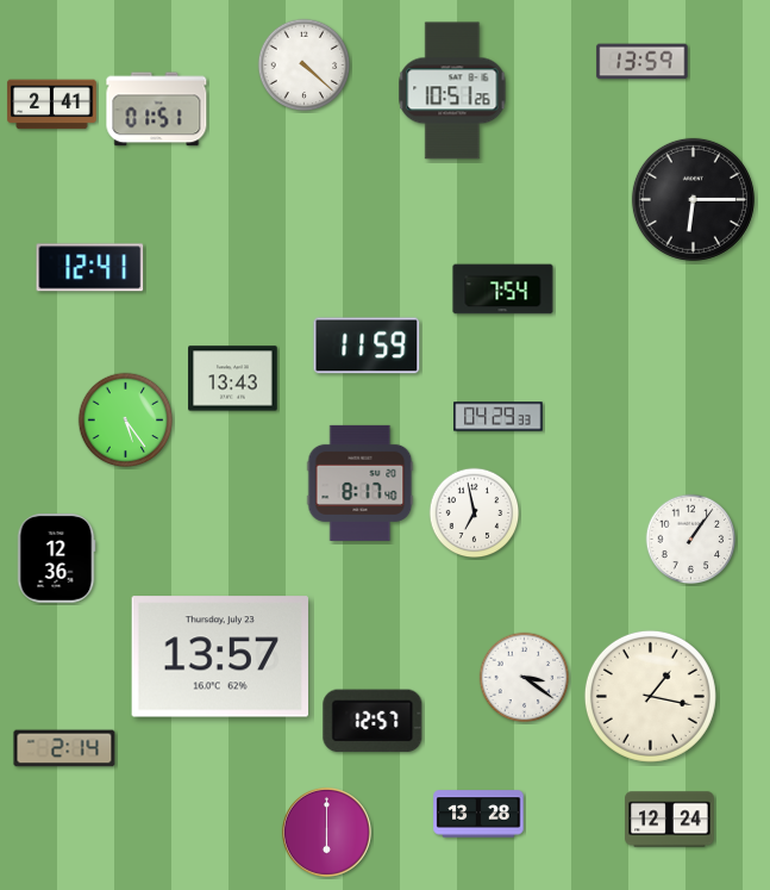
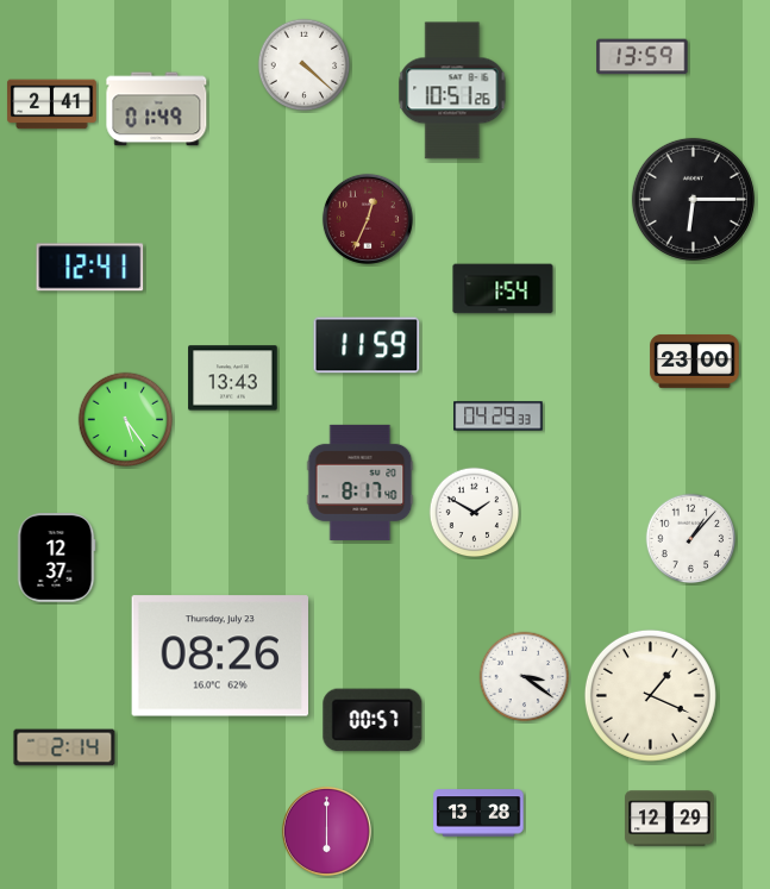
clock at (643, 62) position: (643, 62) -> (643, 57)
clock at (157, 110): 01:51 -> 01:49
clock at (368, 219): none -> 12:34
clock at (503, 290): 7:54 -> 1:54
clock at (695, 361): none -> 23:00
clock at (475, 514): 6:58 -> 1:50
clock at (691, 540): 1:06 -> 1:07
clock at (56, 559): 12:36 -> 12:37
clock at (219, 656): 13:57 -> 08:26
clock at (650, 696): 1:17 -> 1:19
clock at (373, 721): 12:57 -> 00:57
clock at (670, 820): 12:24 -> 12:29
